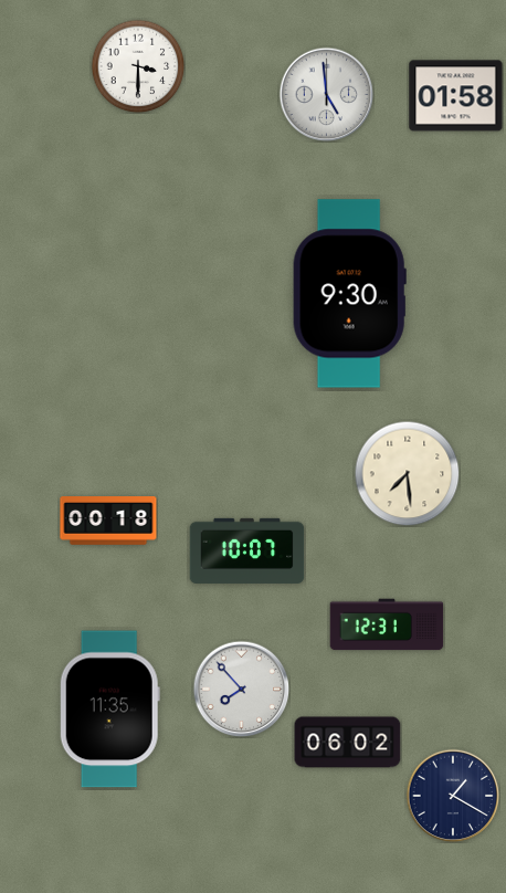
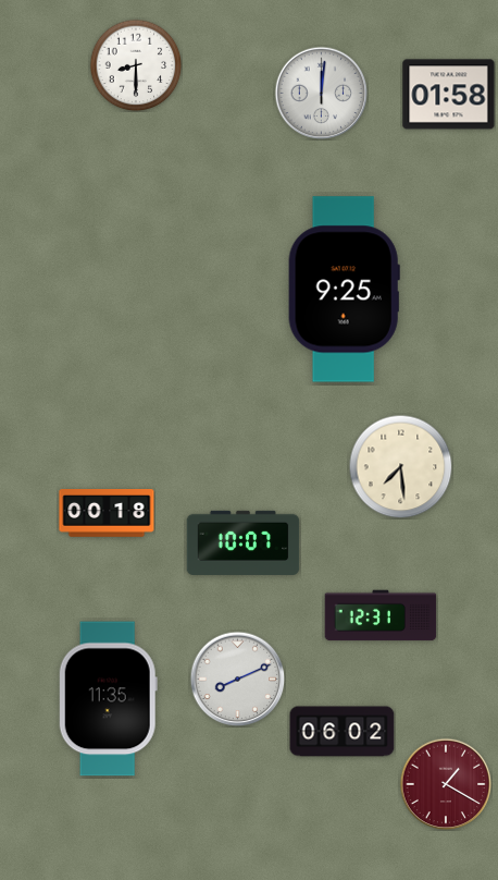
clock at (138, 66): 3:30 -> 8:30
clock at (326, 94): 4:59 -> 12:01
clock at (349, 294): 9:30 -> 9:25
clock at (241, 689): 7:53 -> 8:11
clock at (453, 796) dial: navy -> burgundy
